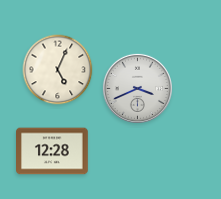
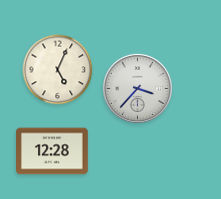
clock at (137, 88): 3:41 -> 3:37
